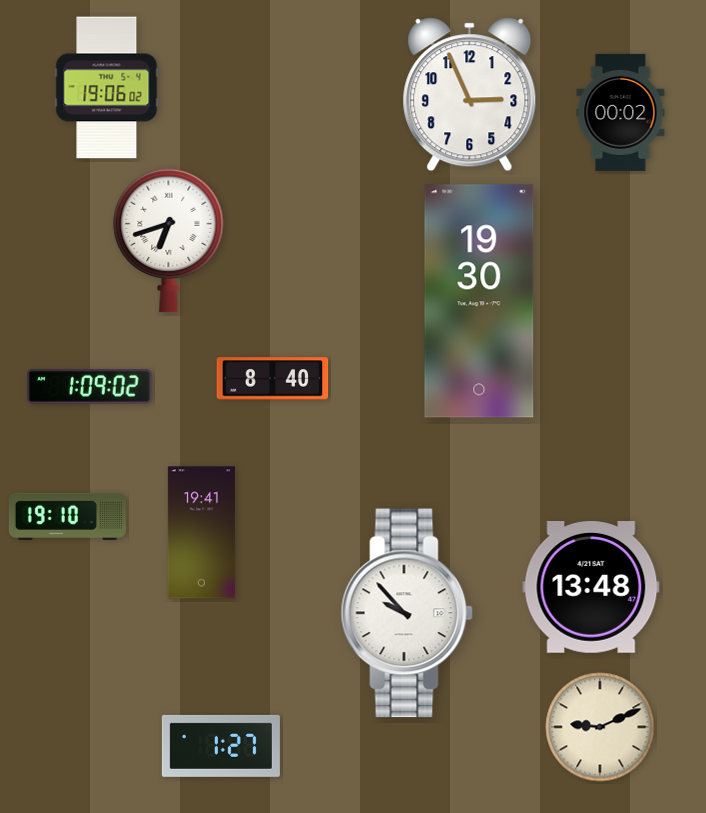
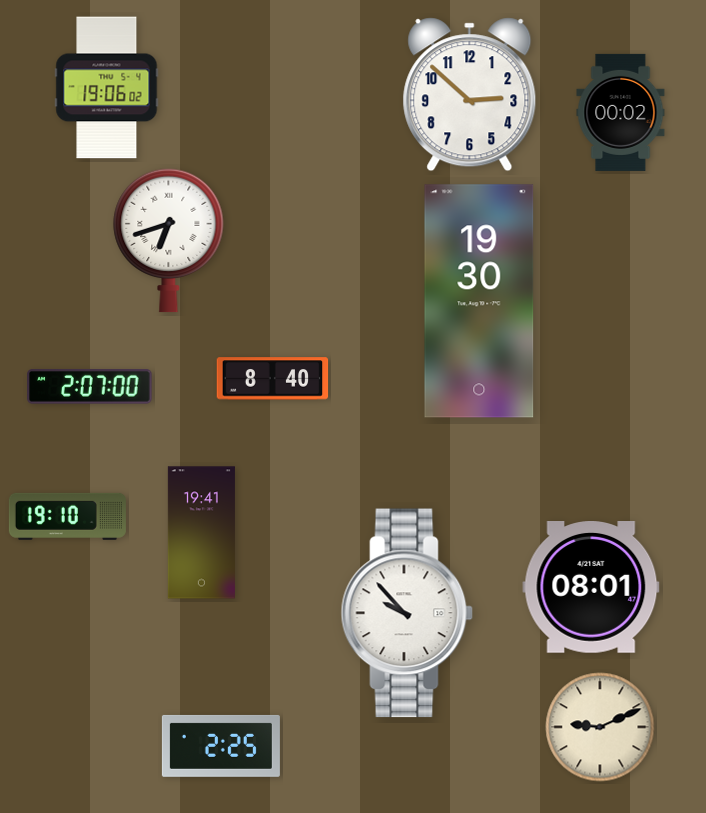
clock at (470, 95): 2:56 -> 2:52
clock at (90, 387): 1:09 -> 2:07
clock at (591, 588): 13:48 -> 08:01
clock at (221, 746): 1:27 -> 2:25
